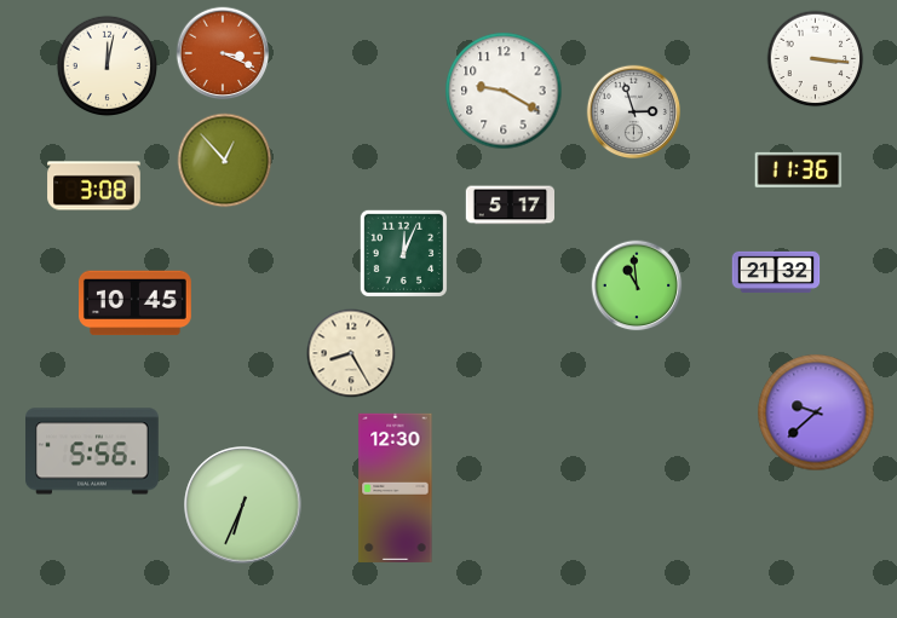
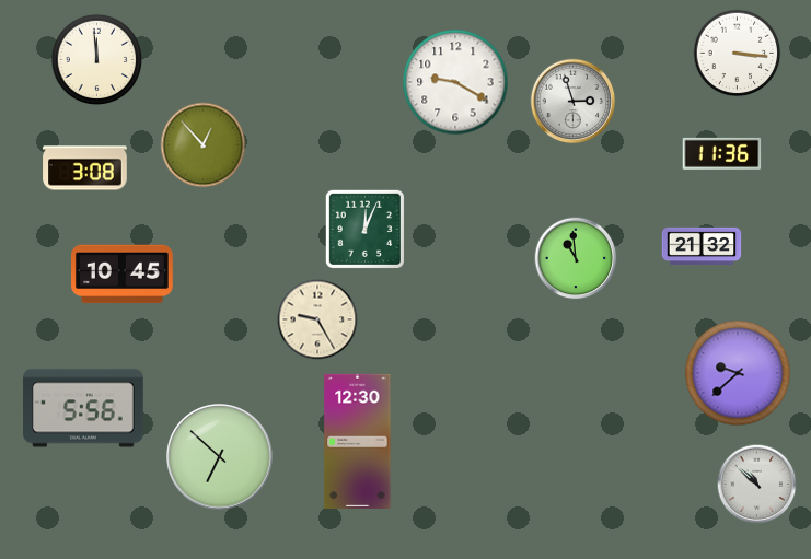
clock at (223, 53): 3:19 -> none
clock at (108, 67): 12:02 -> 11:59
clock at (510, 206): 5:17 -> none
clock at (351, 353): 8:25 -> 9:25
clock at (243, 506): 6:34 -> 6:52
clock at (757, 485): none -> 10:52
